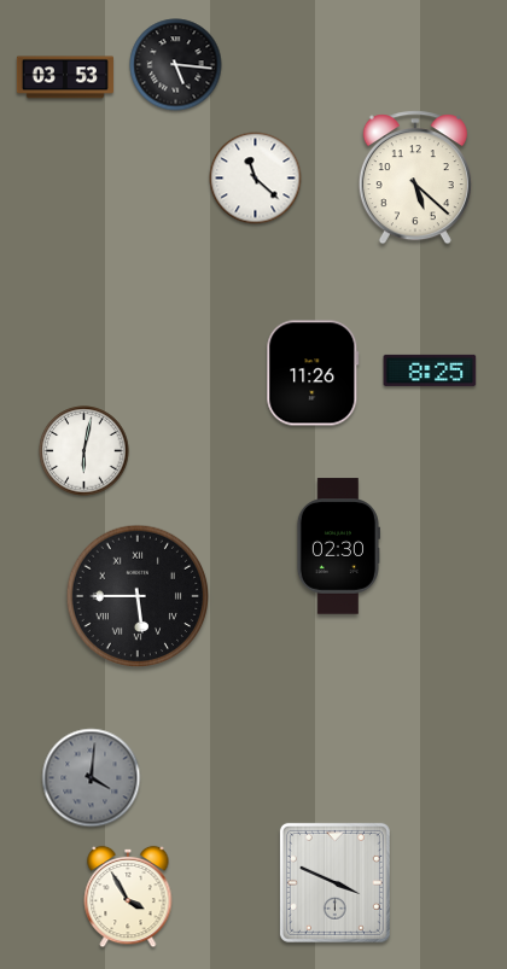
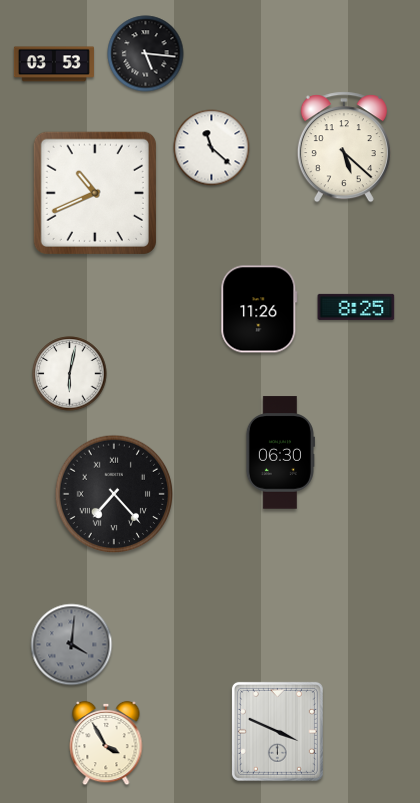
clock at (95, 193): none -> 10:41
clock at (338, 547): 02:30 -> 06:30
clock at (138, 596): 5:45 -> 7:23
clock at (92, 778) position: (92, 778) -> (72, 645)
